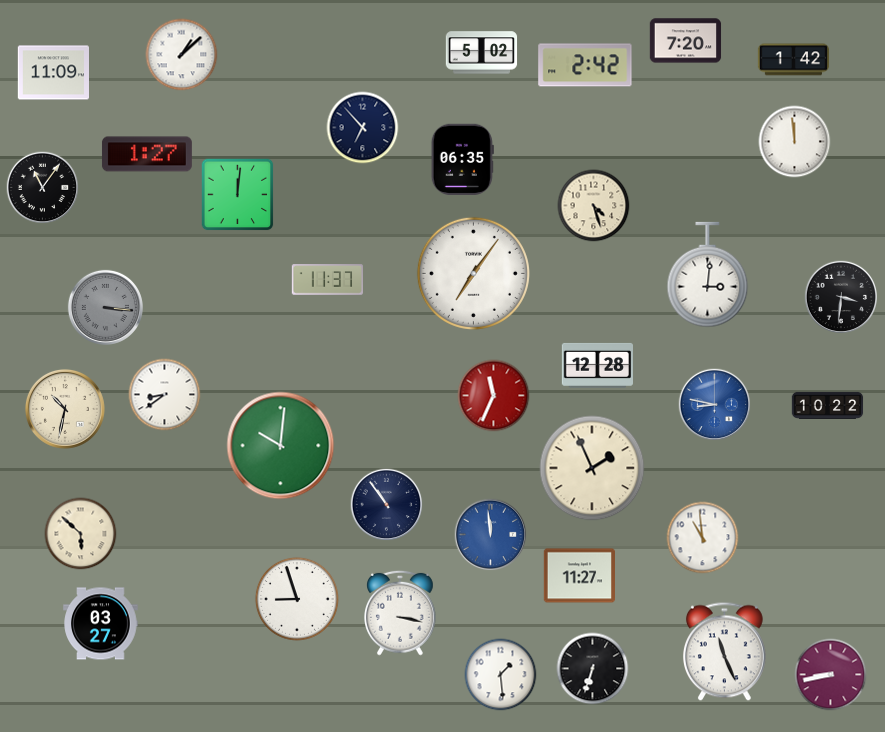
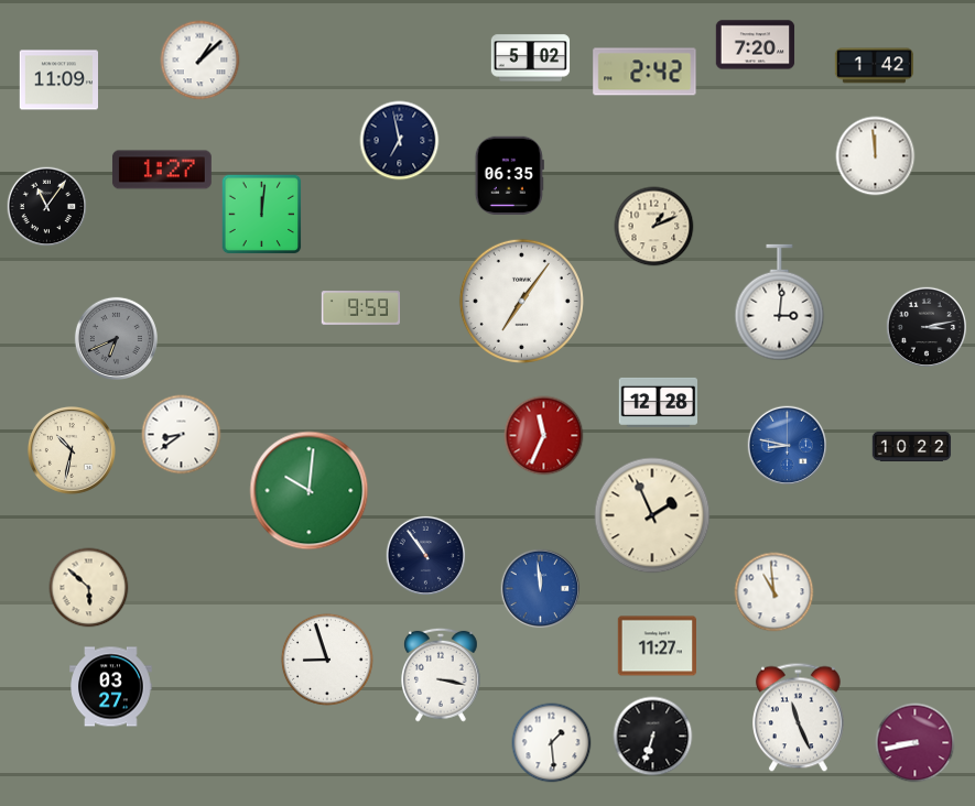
clock at (363, 128): 6:53 -> 6:58
clock at (594, 206): 4:27 -> 1:11
clock at (328, 280): 11:37 -> 9:59
clock at (841, 297): 3:31 -> 3:13
clock at (105, 307): 3:16 -> 6:41
clock at (579, 576) position: (579, 576) -> (657, 646)
